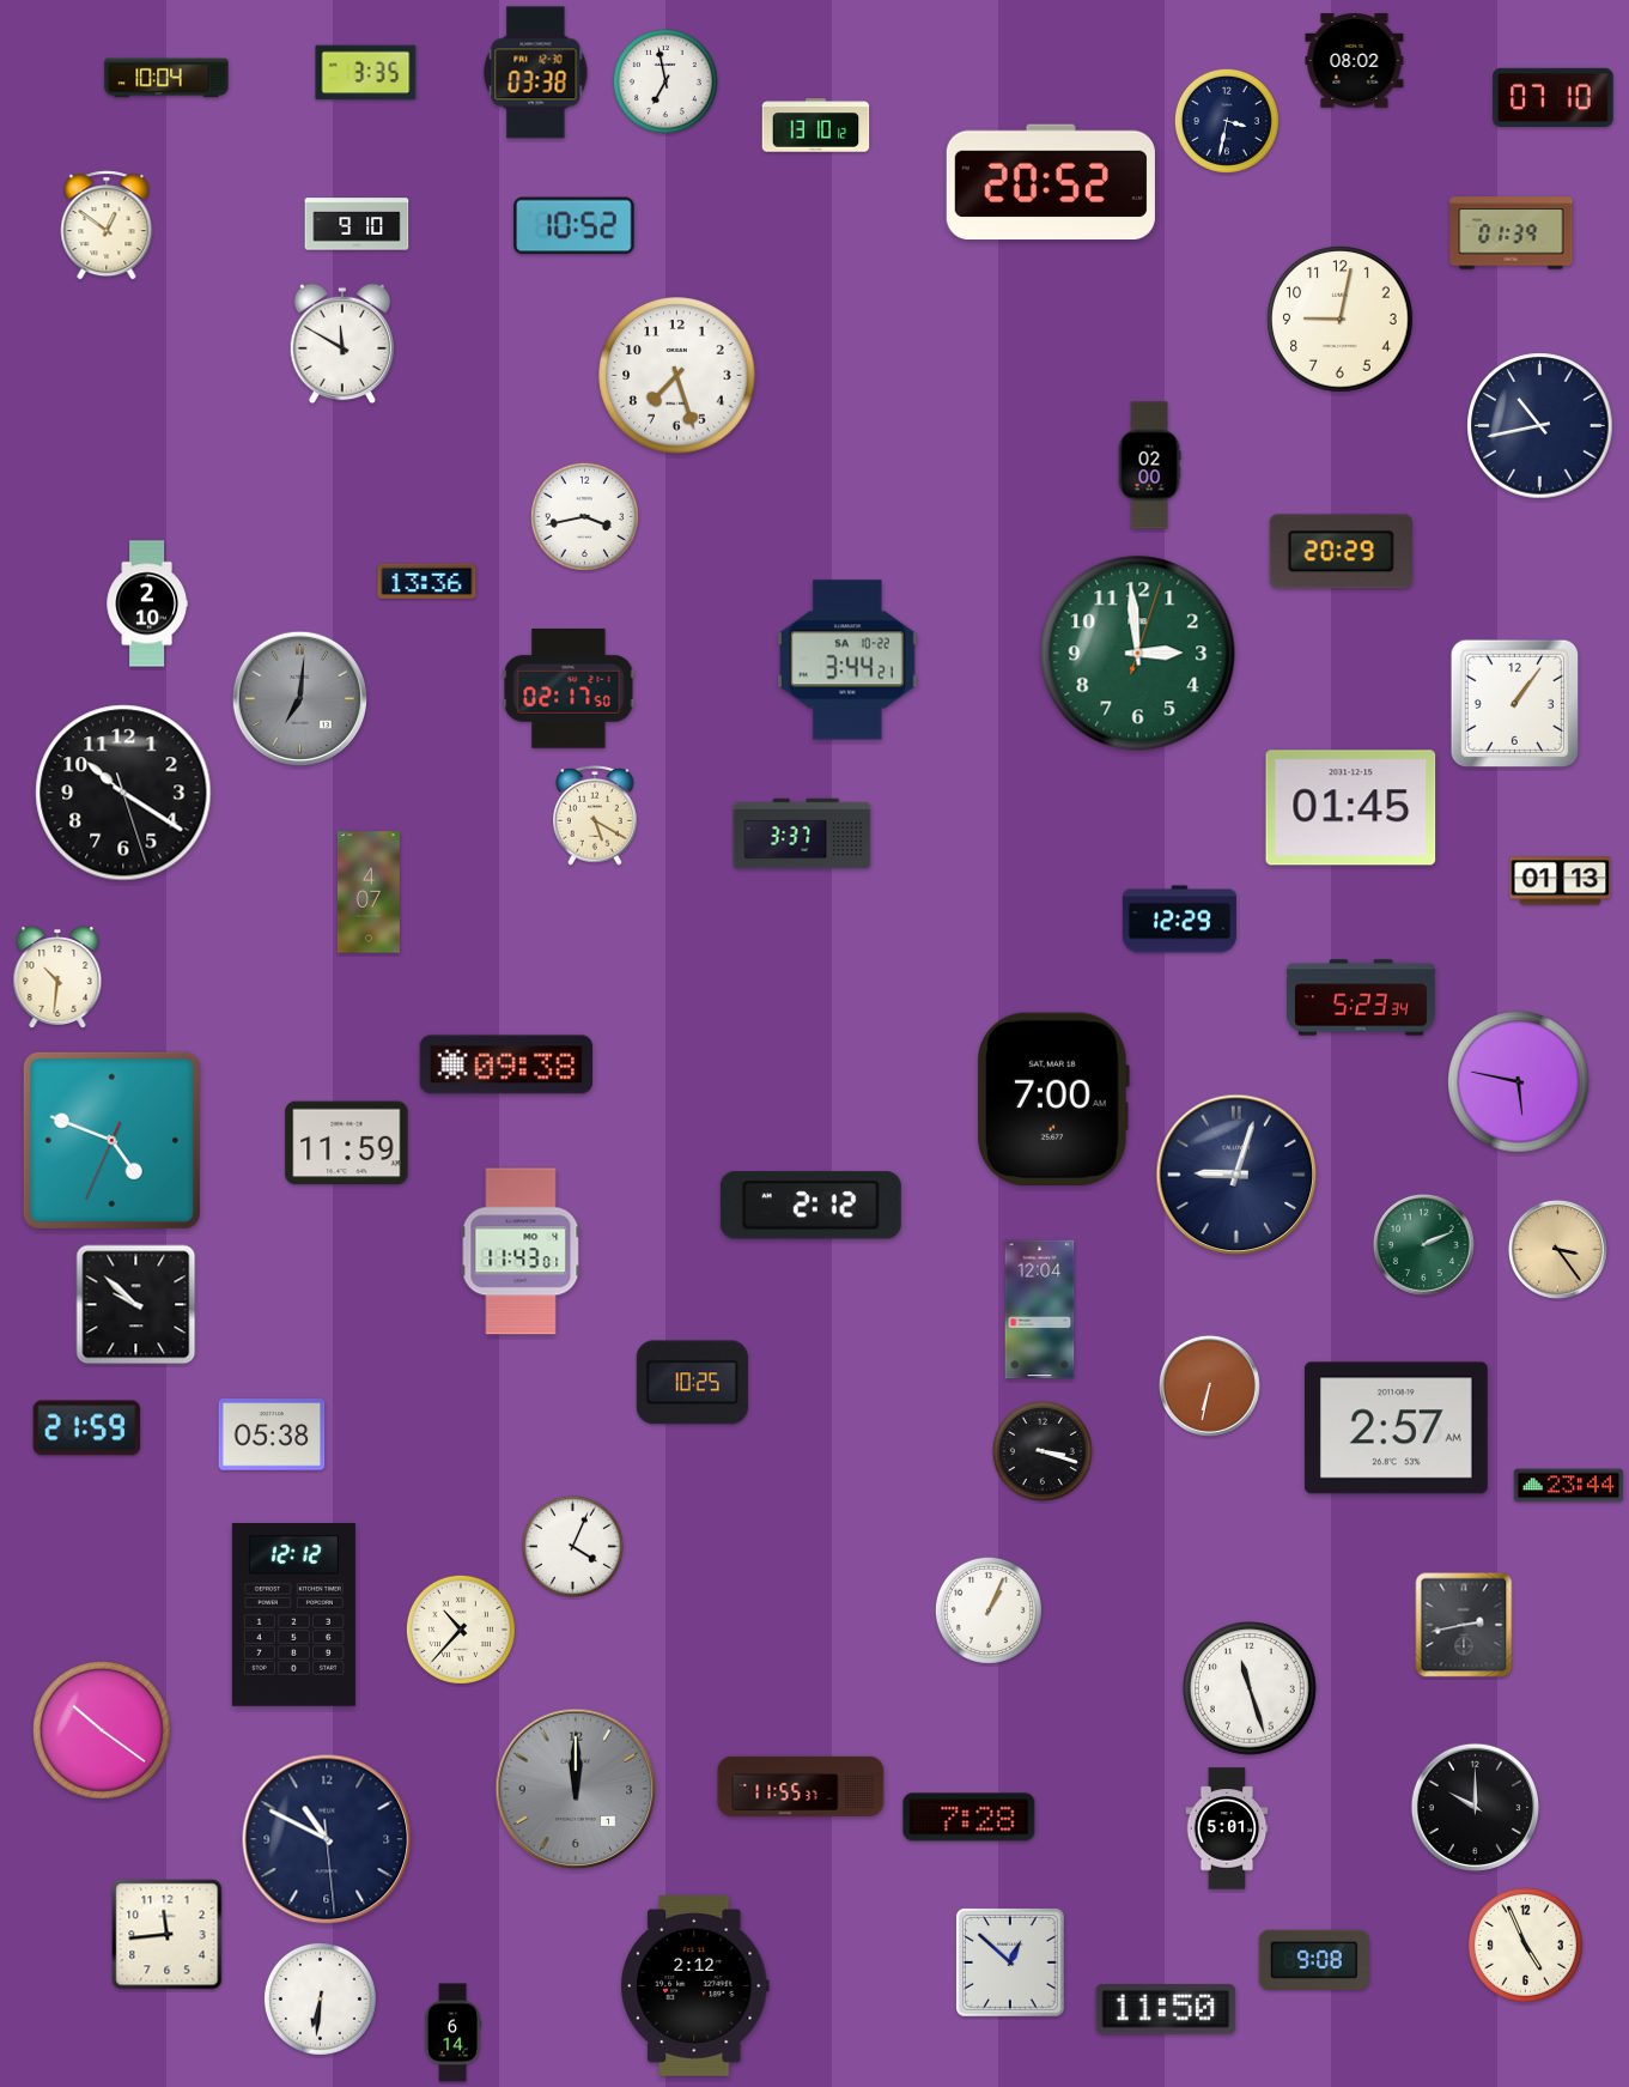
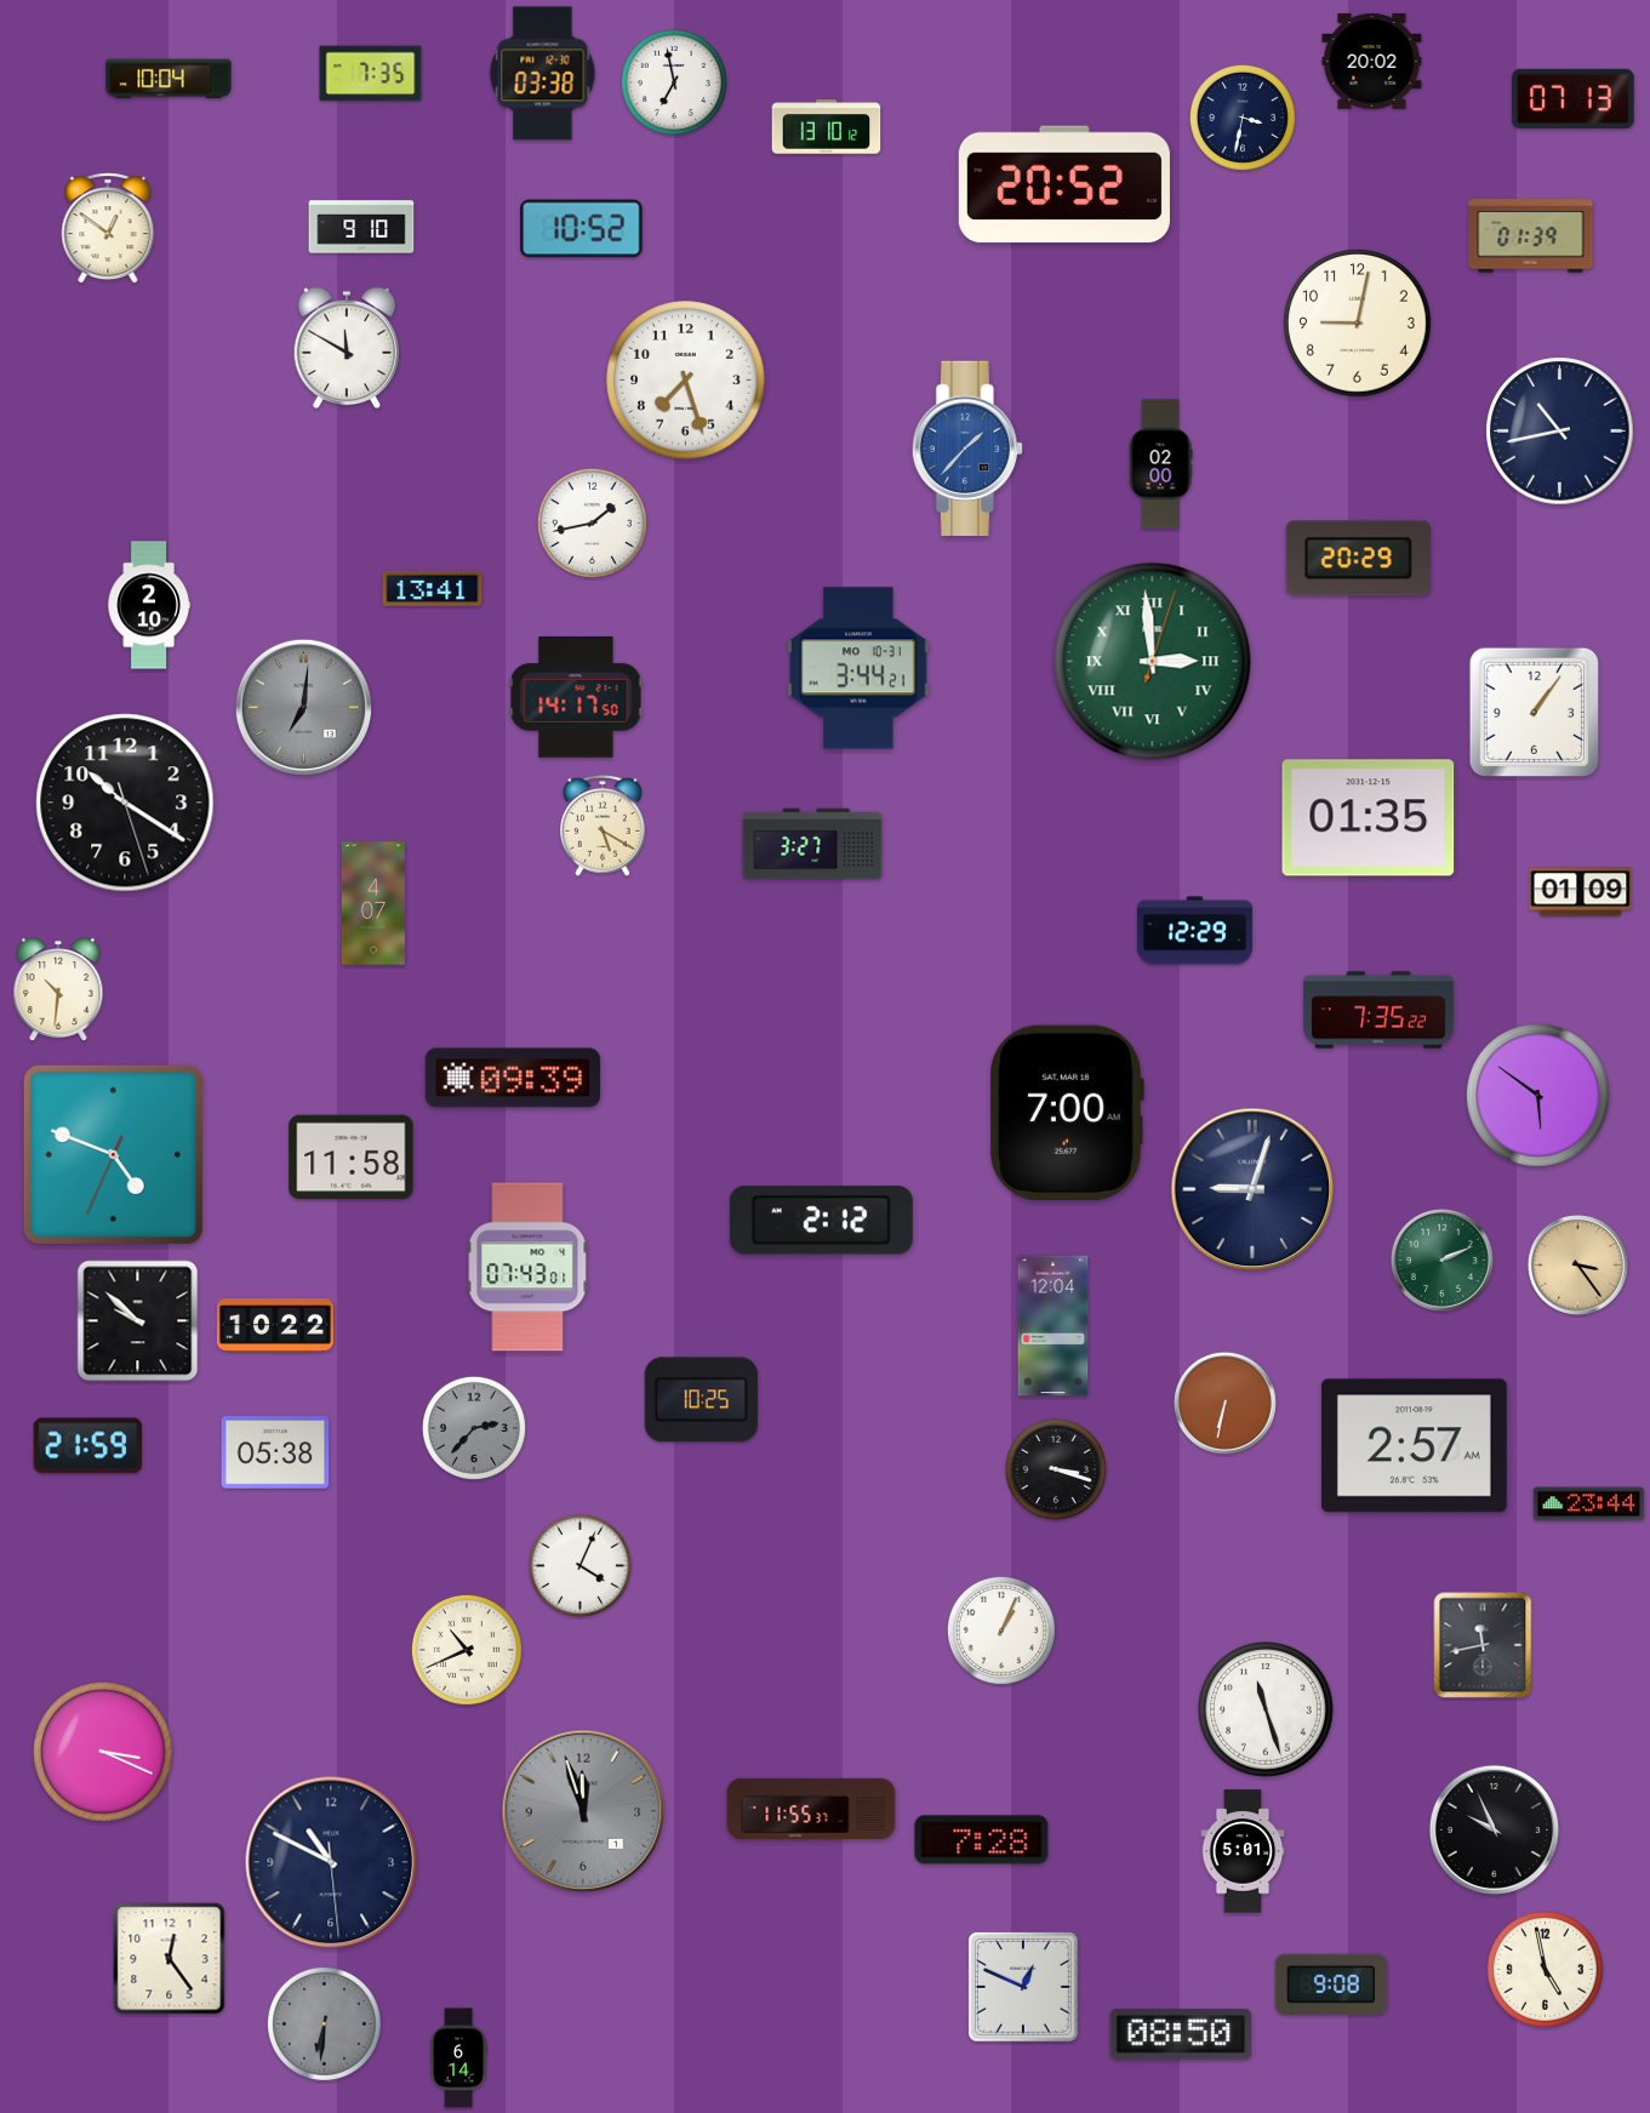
clock at (1355, 61): 08:02 -> 20:02
clock at (366, 73): 3:35 -> 7:35
clock at (1554, 97): 07:10 -> 07:13
clock at (1227, 121) position: (1227, 121) -> (1243, 118)
clock at (966, 449): none -> 1:37
clock at (1149, 466) position: (1149, 466) -> (1160, 464)
clock at (584, 516): 3:43 -> 1:43
clock at (427, 581): 13:36 -> 13:41
clock at (147, 603) position: (147, 603) -> (149, 605)
clock at (1138, 654) numerals: Arabic -> Roman
clock at (849, 660) date: SA 10-22 -> MO 10-31
clock at (569, 690): 02:17 -> 14:17
clock at (1351, 808): 01:45 -> 01:35
clock at (802, 833): 3:37 -> 3:27
clock at (1561, 881): 01:13 -> 01:09
clock at (1361, 997): 5:23 -> 7:35
clock at (506, 1064): 09:38 -> 09:39
clock at (1519, 1082): 5:47 -> 5:51
clock at (347, 1143): 11:59 -> 11:58
clock at (521, 1251): 11:43 -> 07:43
clock at (275, 1325): none -> 10:22
clock at (474, 1428): none -> 2:37
clock at (293, 1615): 12:12 -> none
clock at (1464, 1625): 2:43 -> 11:43
clock at (461, 1630): 10:37 -> 10:41
clock at (102, 1730): 10:21 -> 3:19
clock at (576, 1789): 12:00 -> 11:57
clock at (1475, 1807): 10:00 -> 9:56
clock at (168, 1935): 11:44 -> 12:24
clock at (1525, 1945): 4:56 -> 4:58
clock at (1011, 1964): 12:52 -> 12:49
clock at (695, 1985): 2:12 -> none
clock at (320, 1998) dial: white -> grey
clock at (1166, 2009): 11:50 -> 08:50
